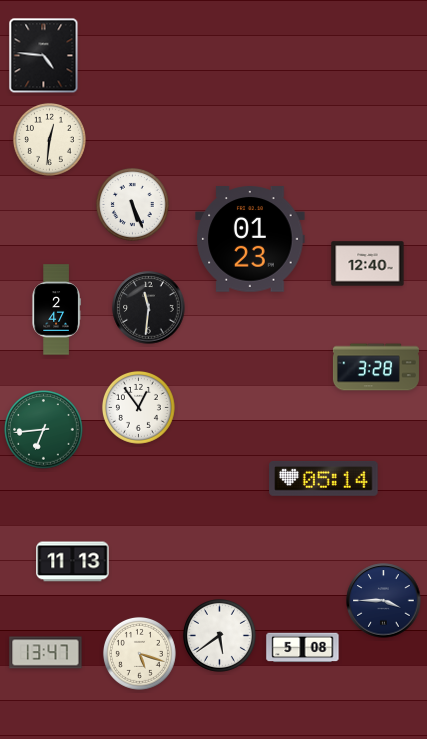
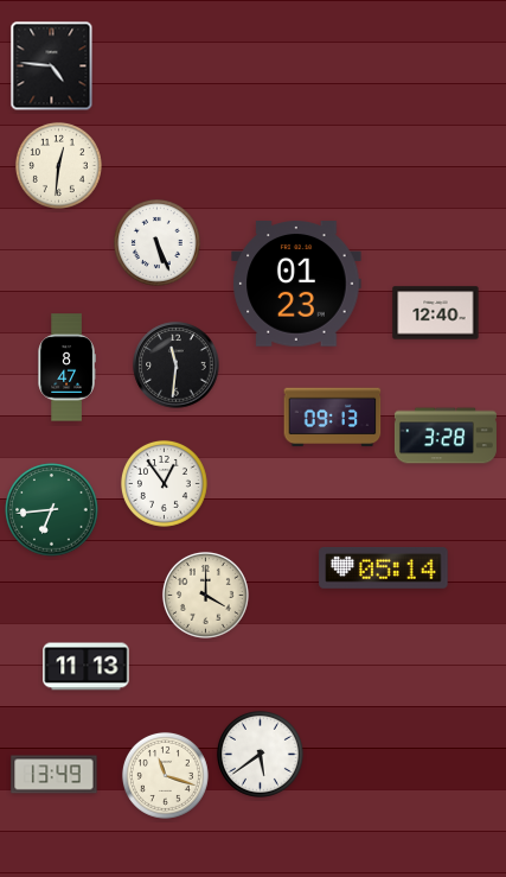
clock at (56, 310): 2:47 -> 8:47
clock at (333, 418): none -> 09:13
clock at (205, 595): none -> 4:00
clock at (384, 601): 3:45 -> none
clock at (303, 648): 5:08 -> none
clock at (46, 653): 13:47 -> 13:49
clock at (139, 653): 5:18 -> 11:18
